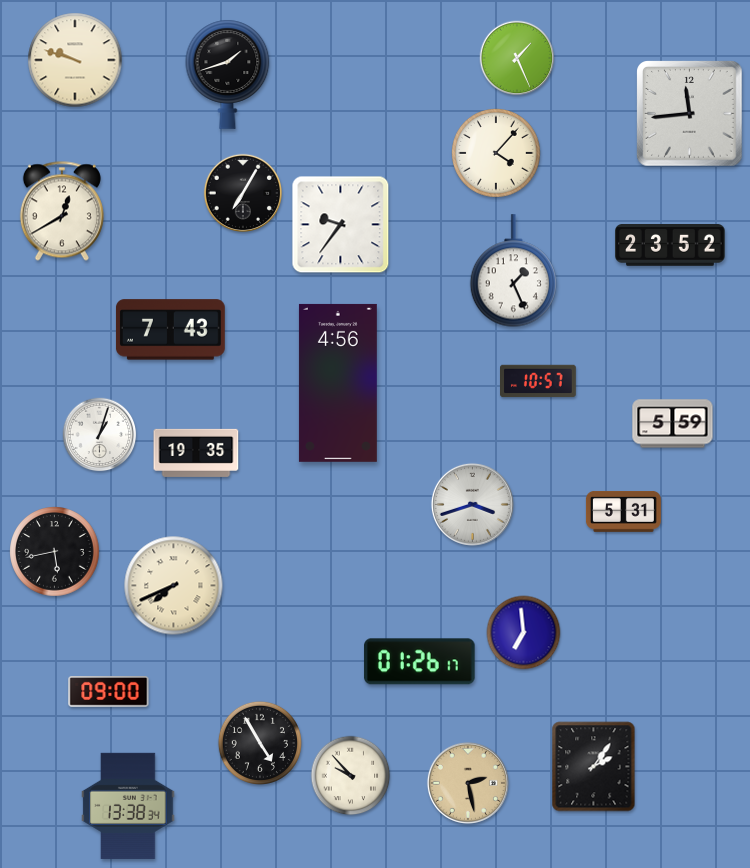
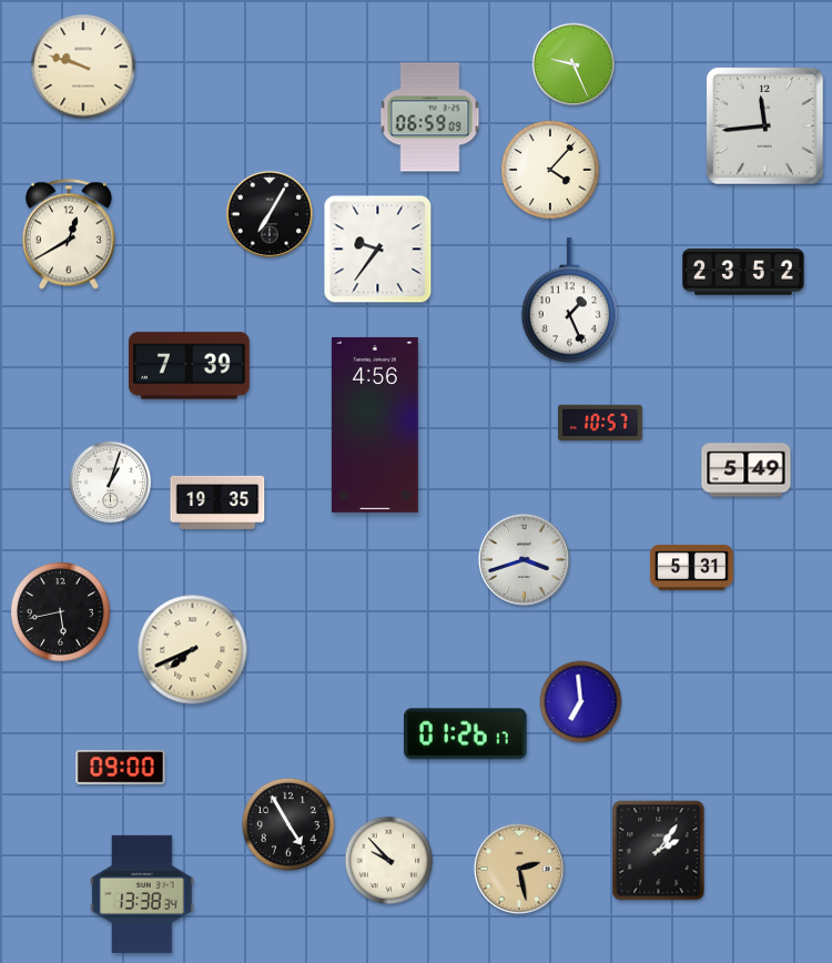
clock at (517, 58): 1:26 -> 9:26
clock at (228, 74): 1:42 -> none
clock at (430, 118): none -> 06:59
clock at (170, 330): 7:43 -> 7:39
clock at (539, 381) position: (539, 381) -> (601, 423)
clock at (673, 424): 5:59 -> 5:49
